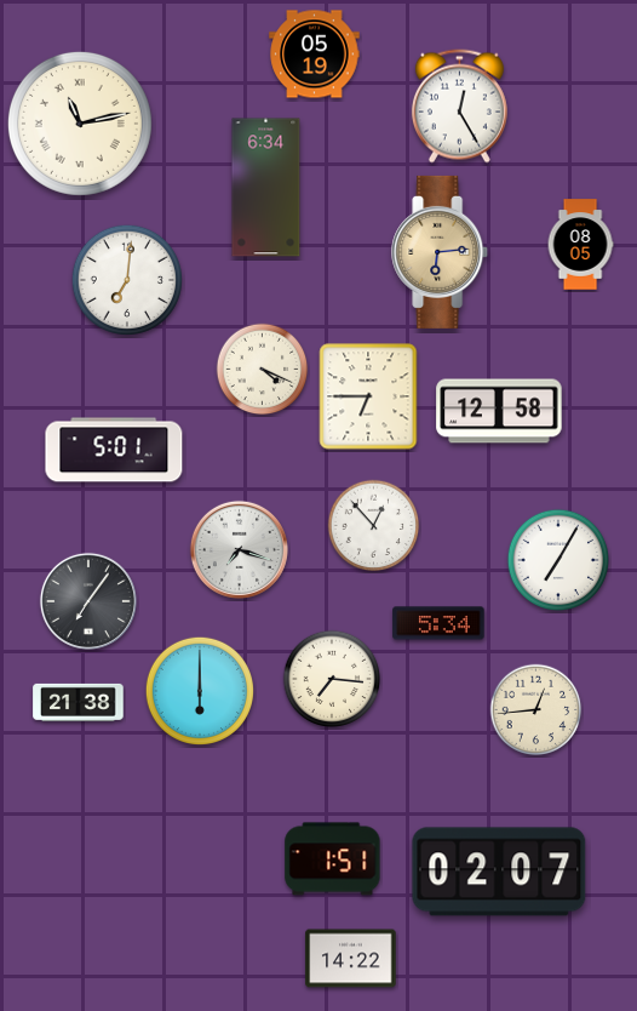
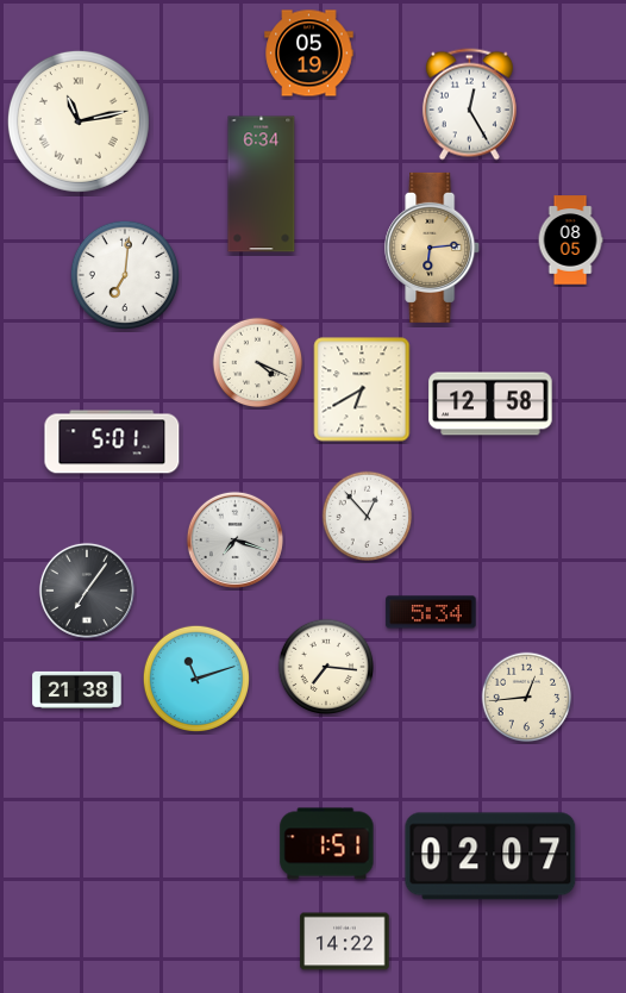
clock at (459, 107) position: (459, 107) -> (469, 105)
clock at (368, 396): 6:45 -> 6:40
clock at (558, 560): 7:05 -> none
clock at (199, 690): 6:00 -> 11:12
